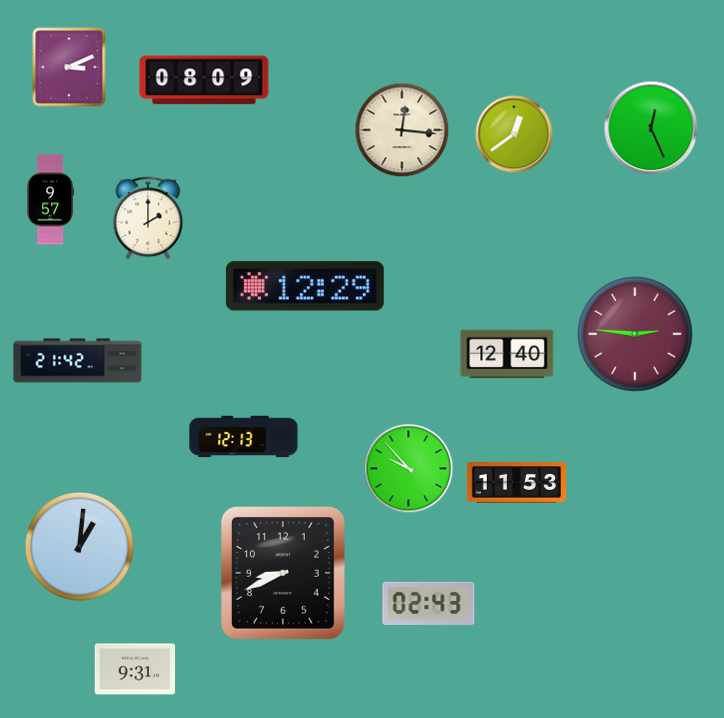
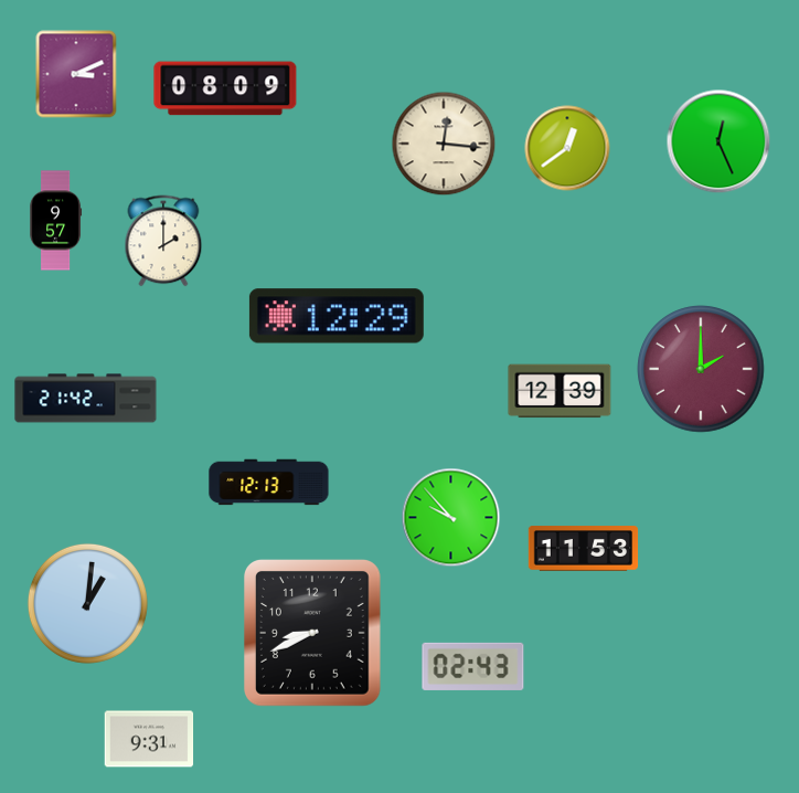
clock at (635, 334): 2:46 -> 2:00
clock at (507, 354): 12:40 -> 12:39
clock at (517, 483) position: (517, 483) -> (584, 549)
